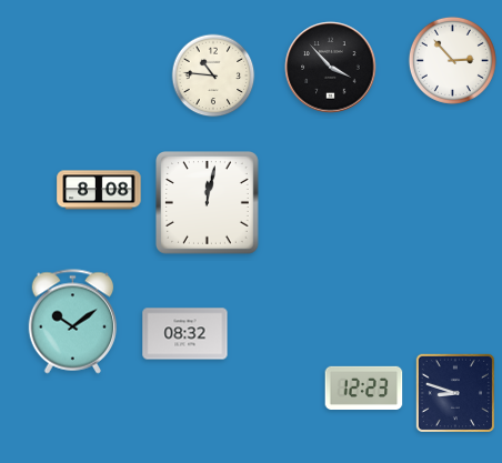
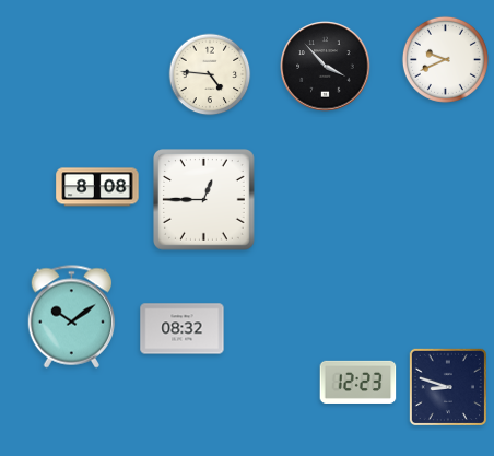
clock at (452, 60): 2:53 -> 9:41
clock at (213, 76): 10:46 -> 4:46
clock at (208, 203): 12:02 -> 12:45
